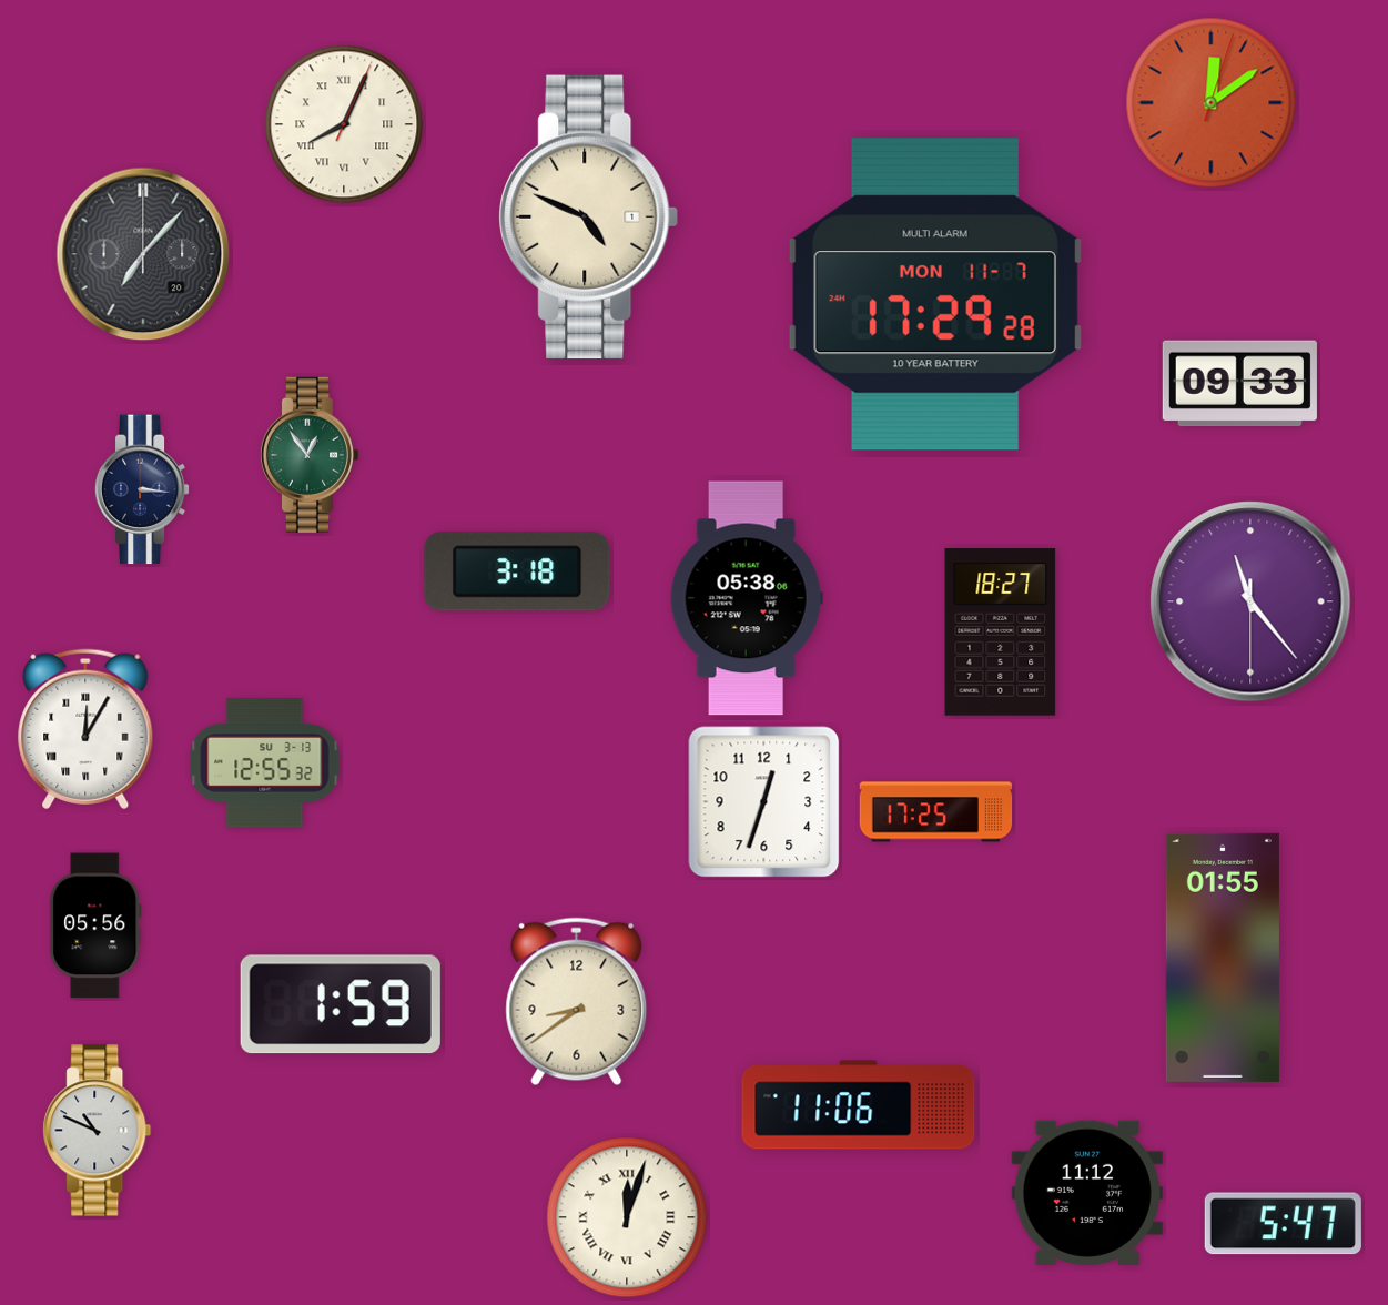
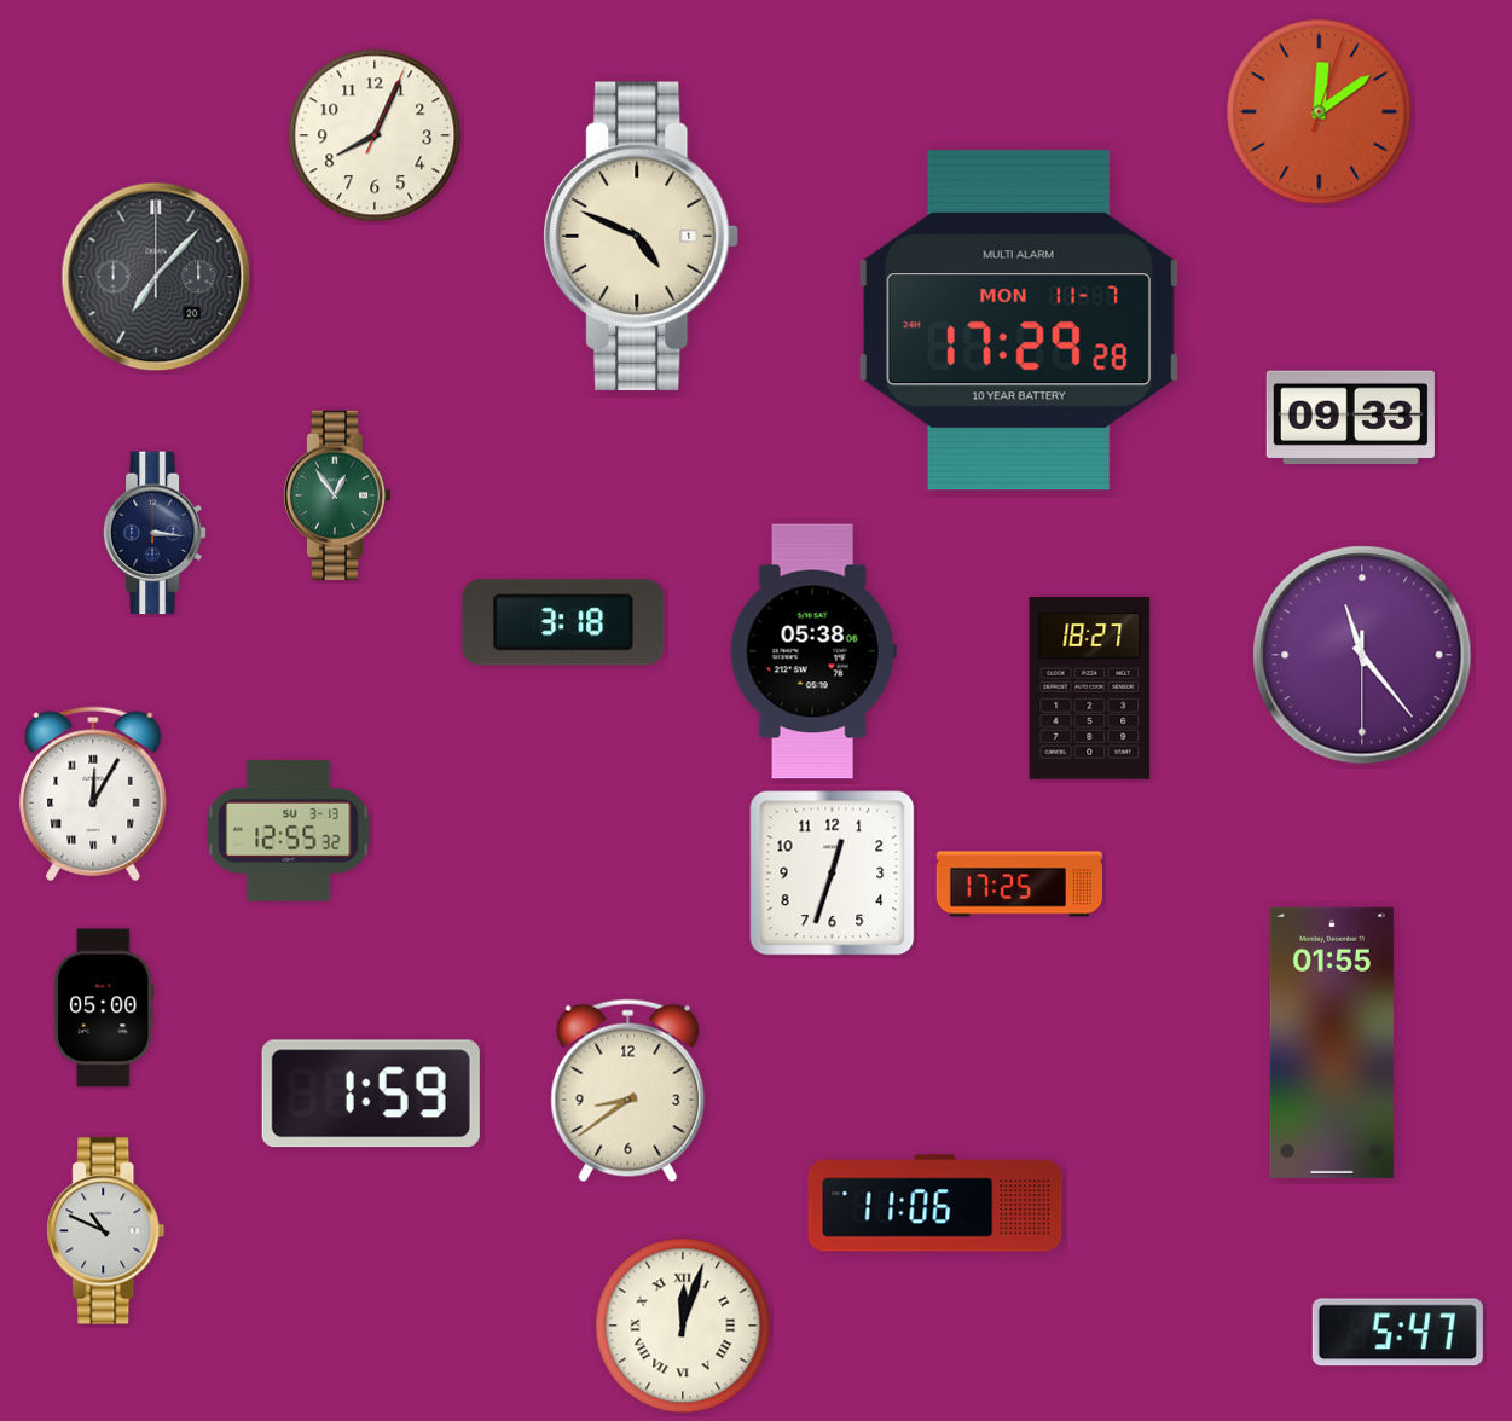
clock at (344, 124) numerals: Roman -> Arabic
clock at (95, 925): 05:56 -> 05:00
clock at (1087, 1193): 11:12 -> none
